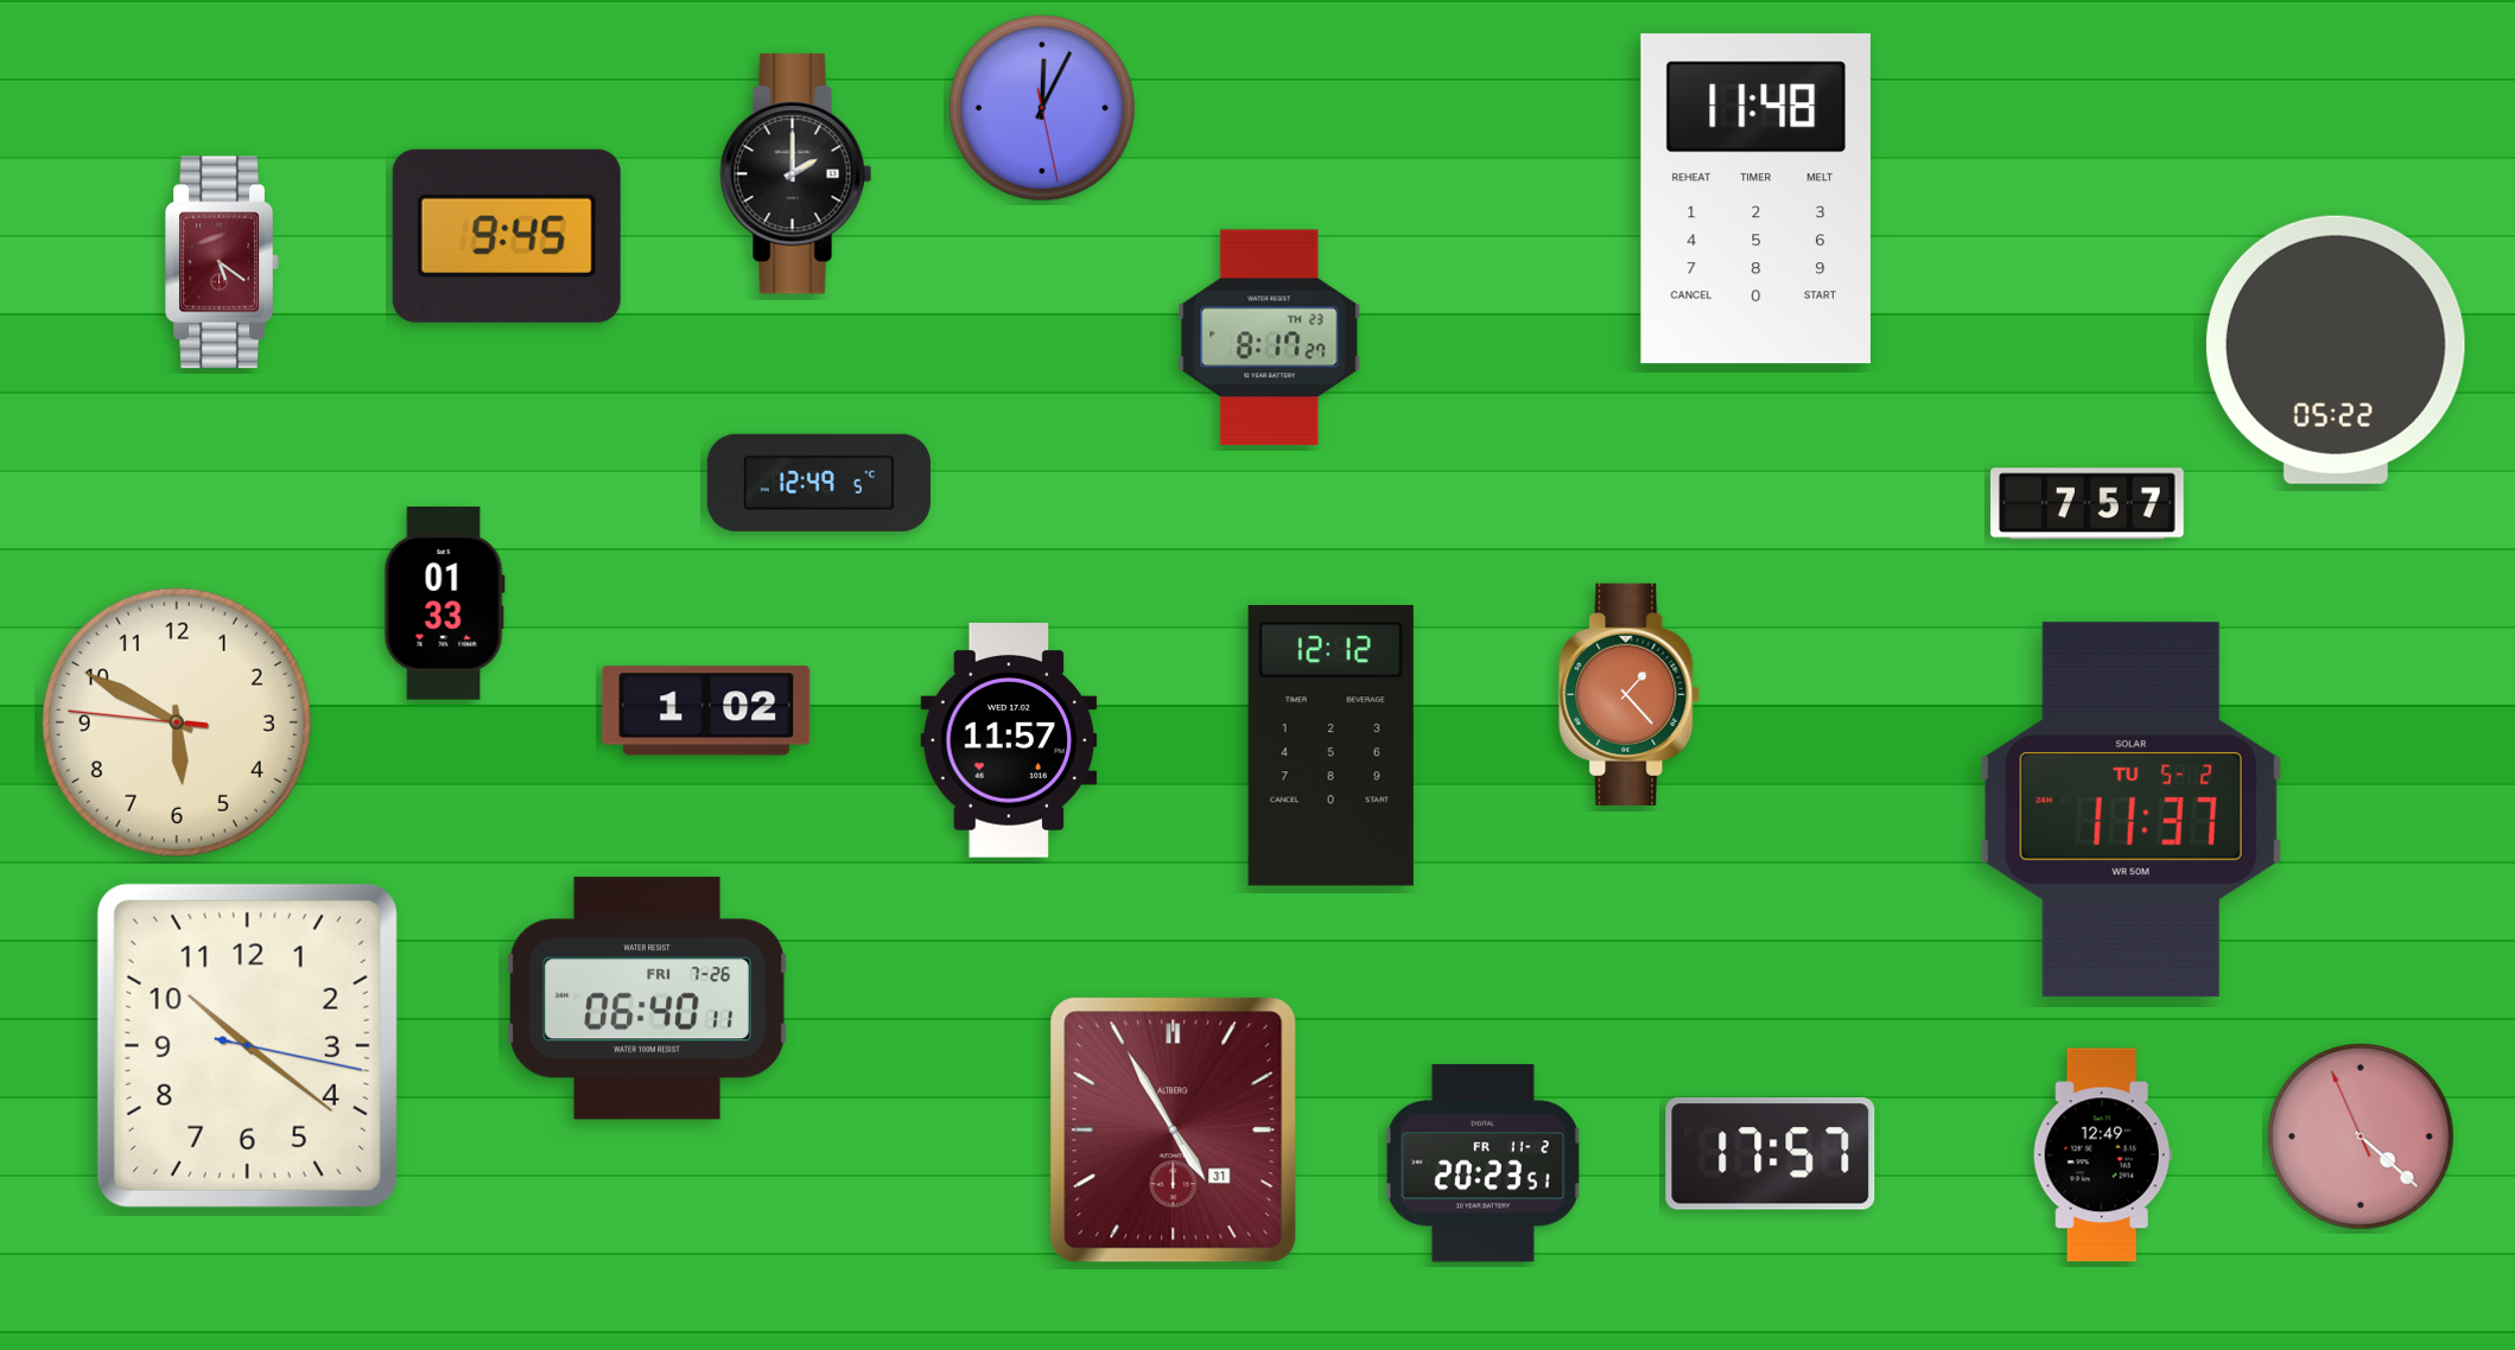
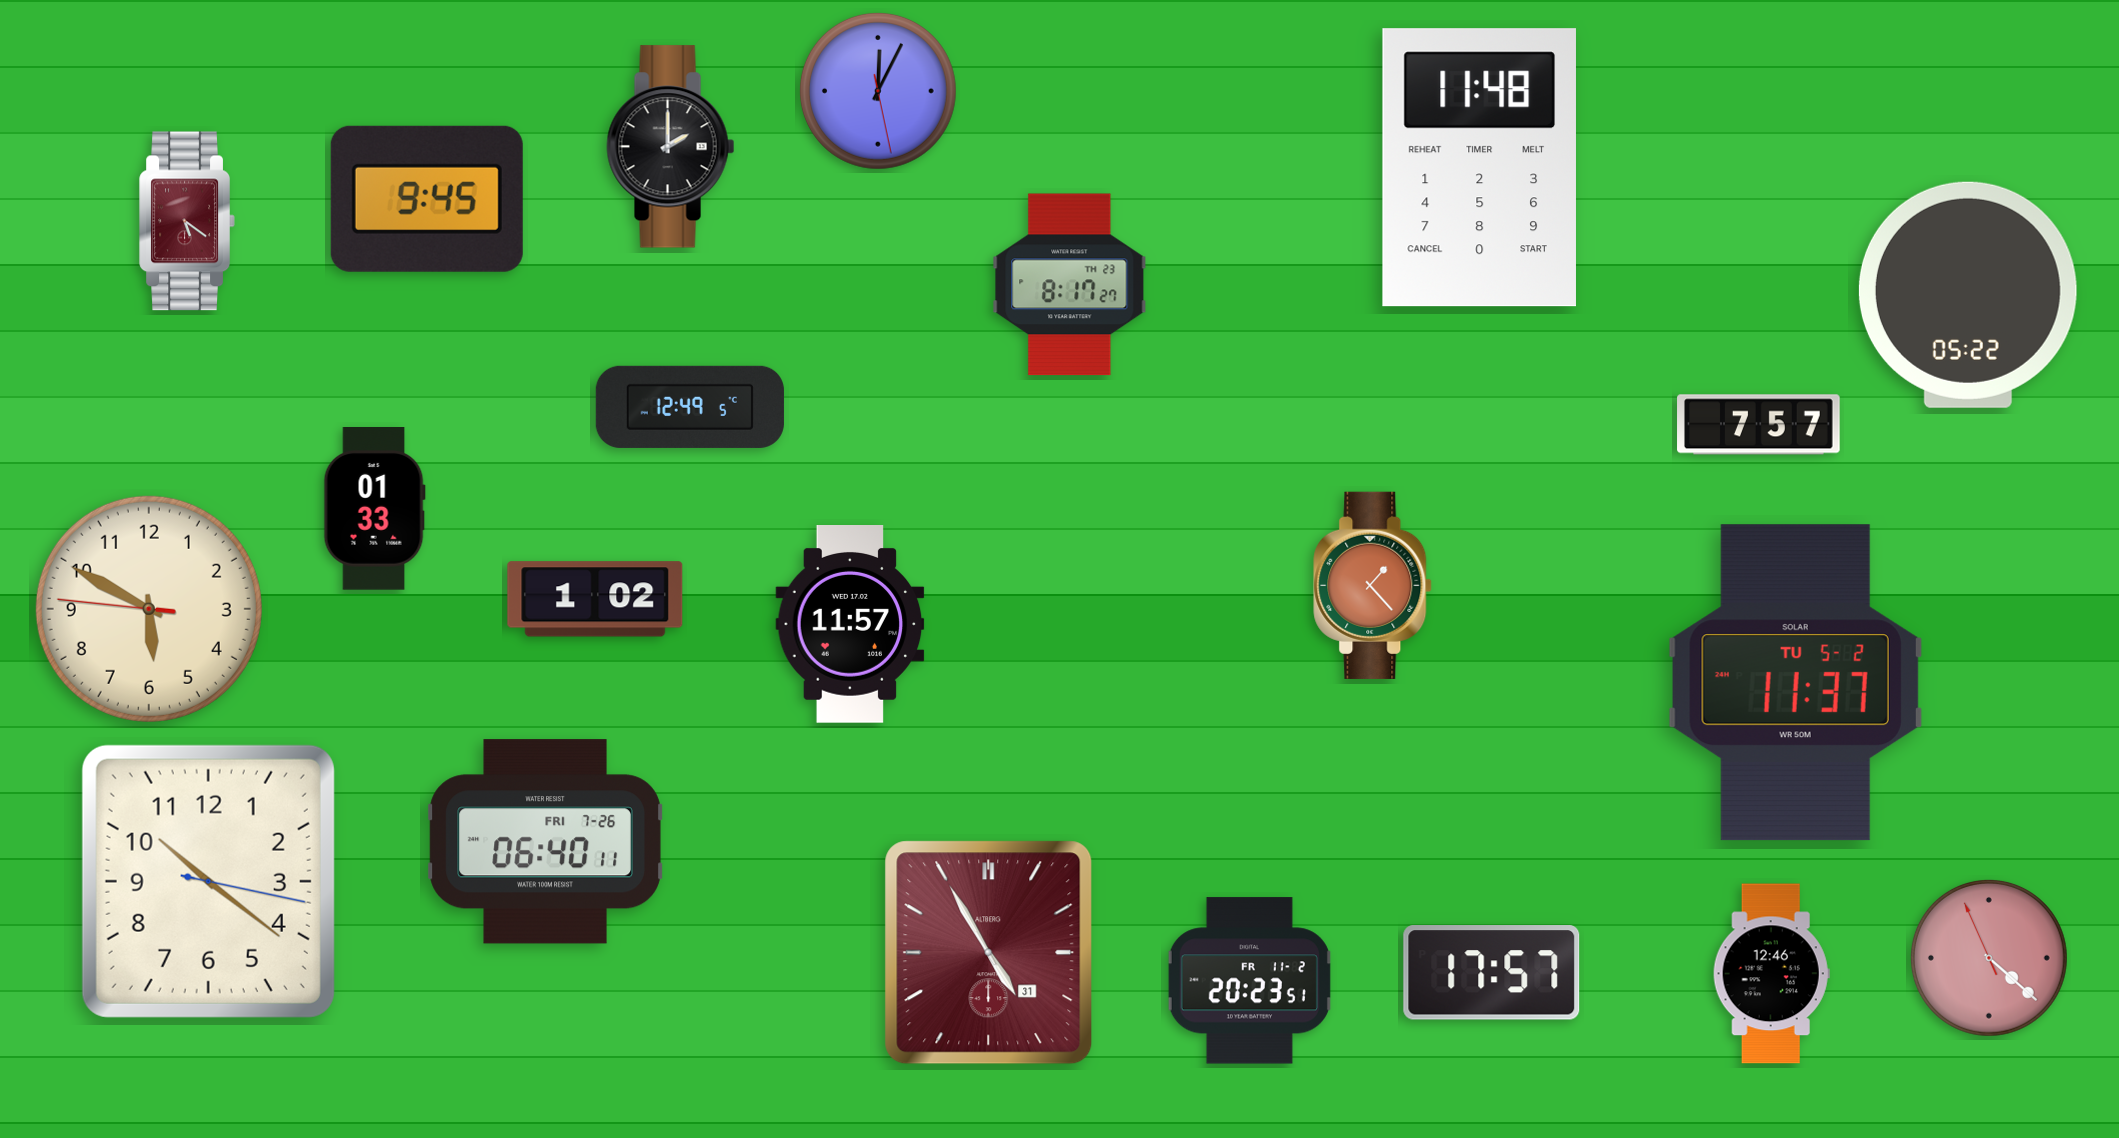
clock at (1330, 746): 12:12 -> none
clock at (2102, 1155): 12:49 -> 12:46
